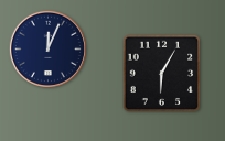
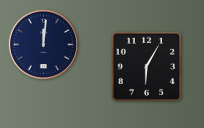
clock at (47, 48): 12:04 -> 12:01
